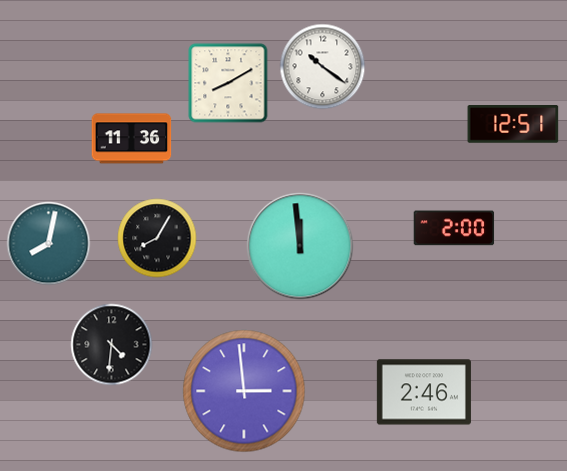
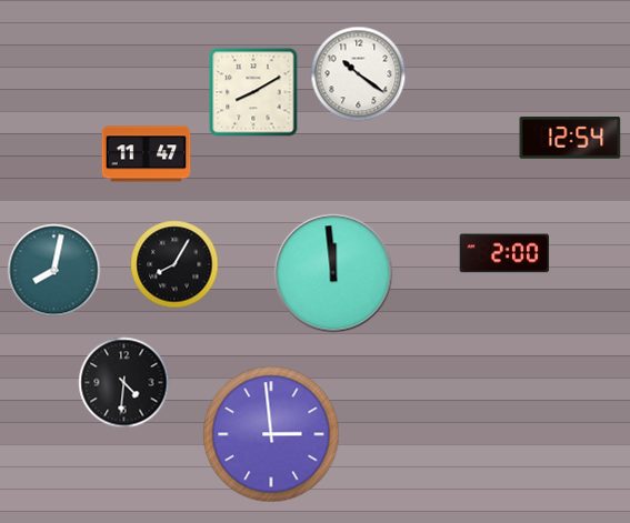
clock at (513, 125): 12:51 -> 12:54
clock at (132, 139): 11:36 -> 11:47
clock at (424, 392): 2:46 -> none
